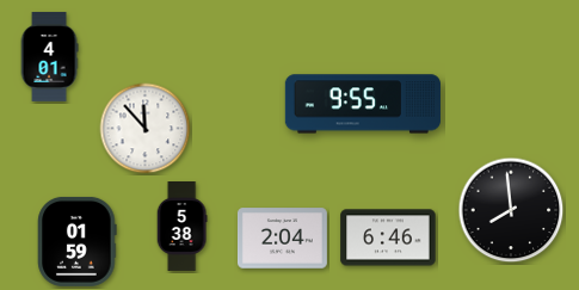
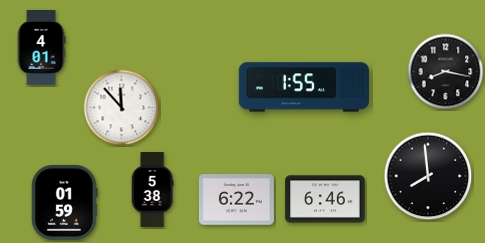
clock at (446, 72): none -> 8:17
clock at (363, 104): 9:55 -> 1:55
clock at (282, 239): 2:04 -> 6:22
